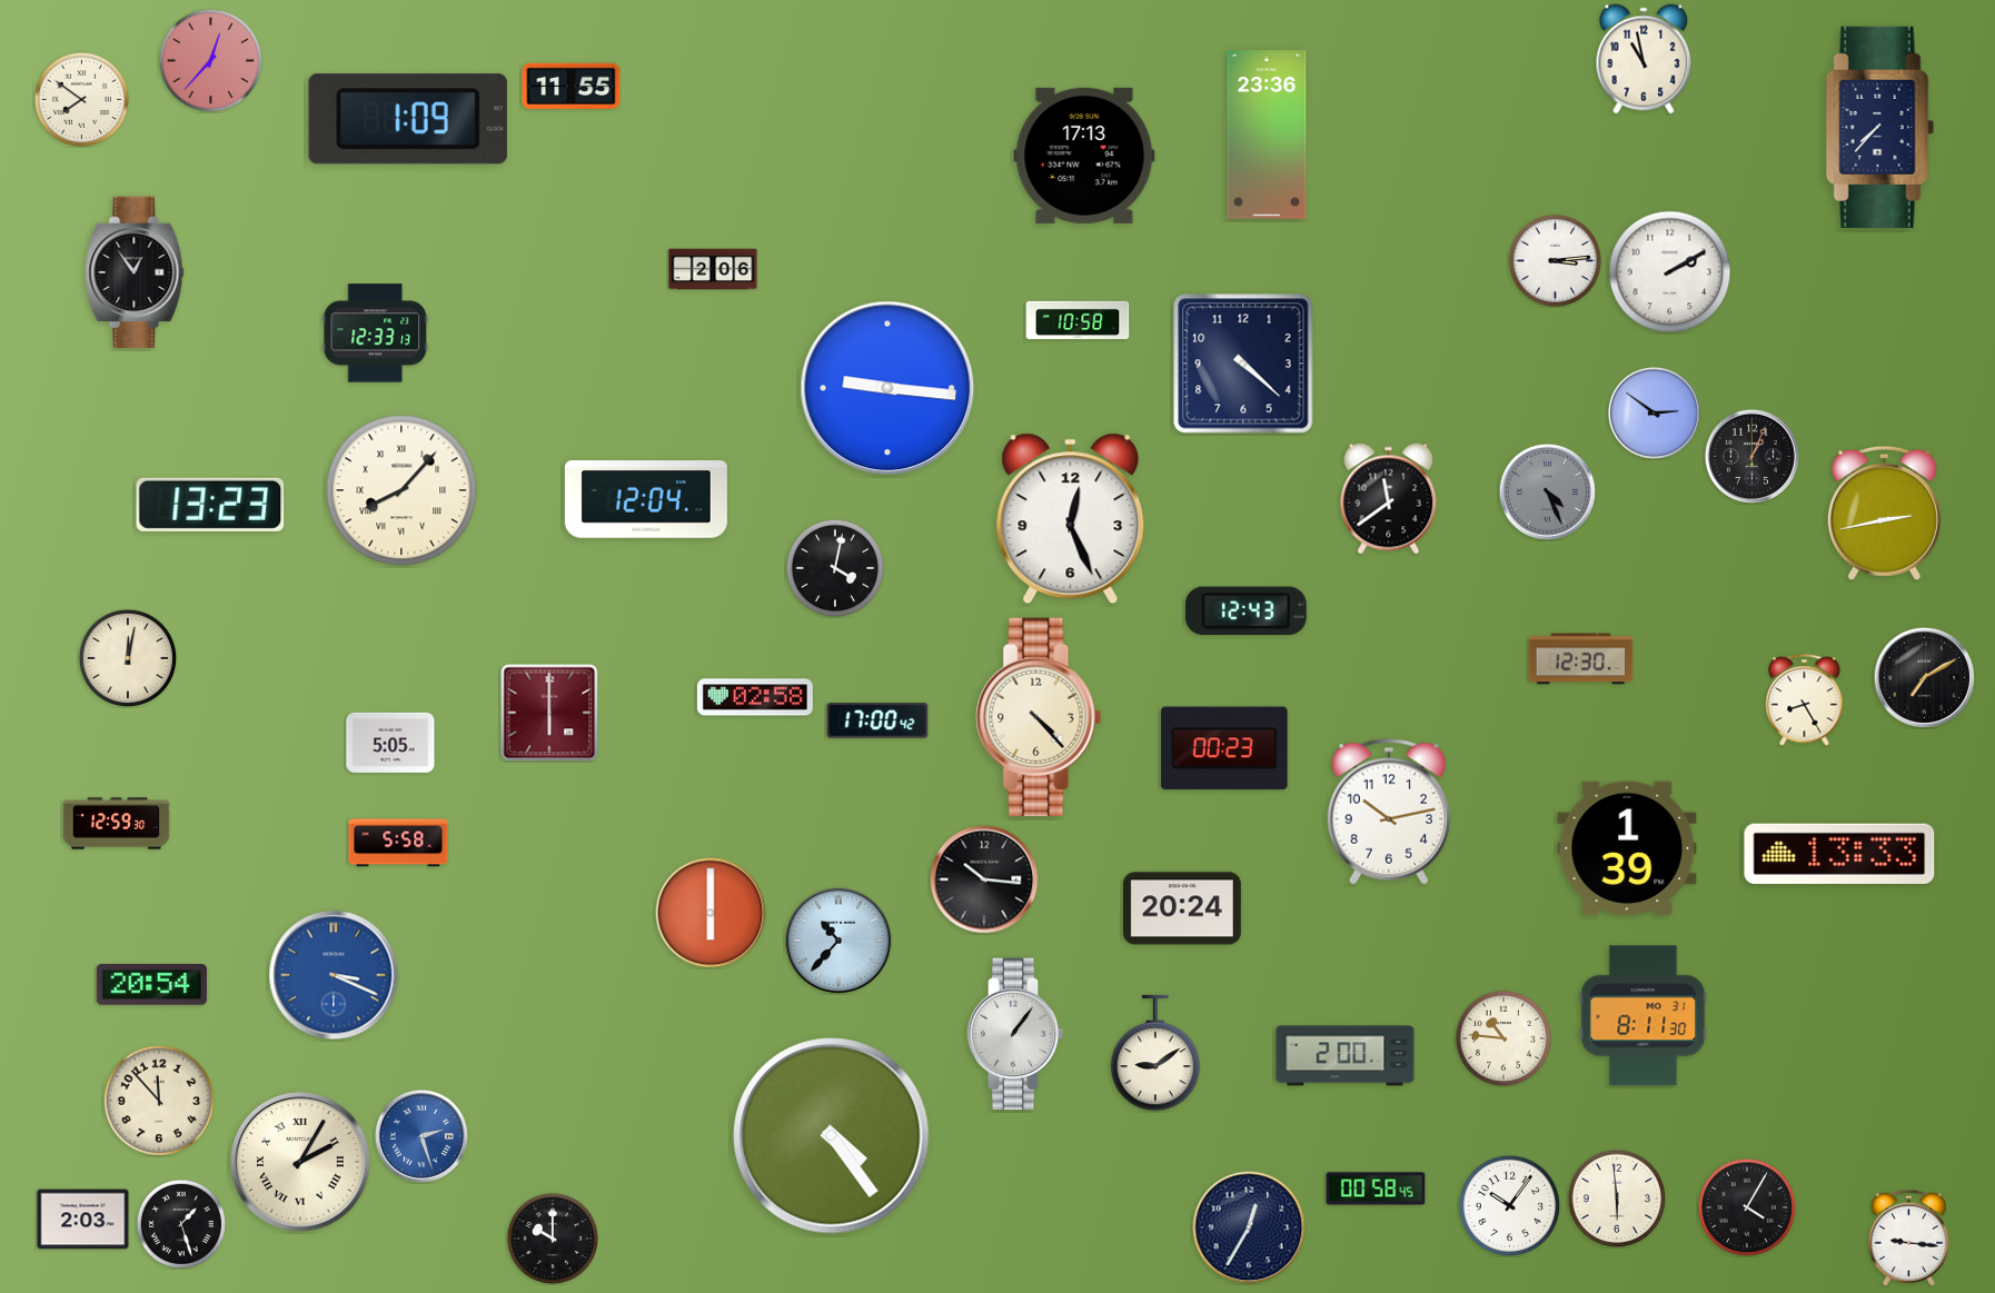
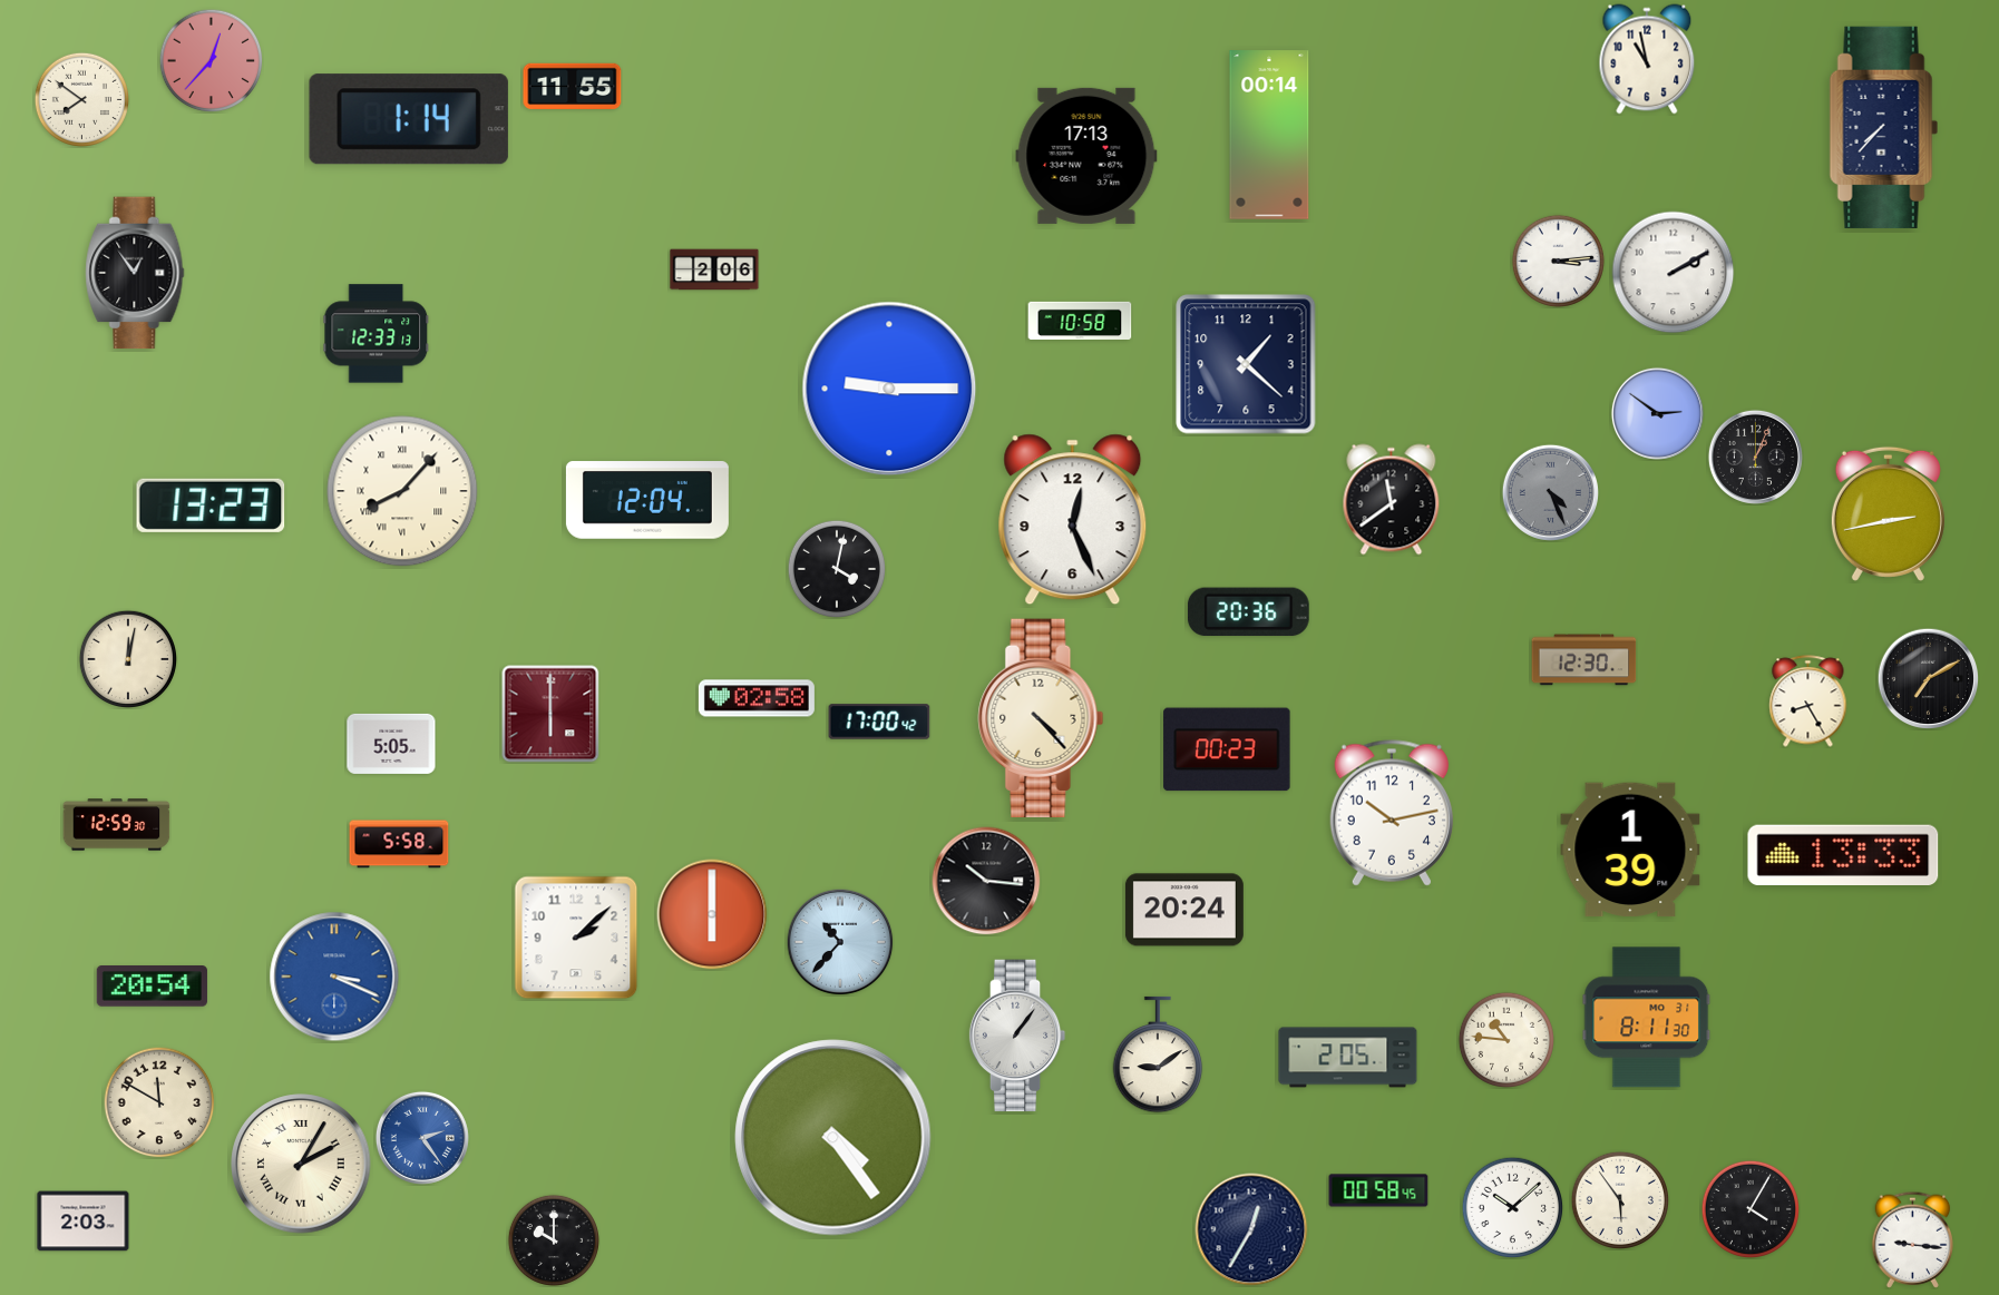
clock at (408, 119): 1:09 -> 1:14
clock at (1267, 135): 23:36 -> 00:14
clock at (1243, 364): 4:22 -> 1:22
clock at (887, 388): 9:16 -> 9:15
clock at (1245, 611): 12:43 -> 20:36
clock at (576, 938): none -> 2:08
clock at (1346, 1056): 2:00 -> 2:05
clock at (159, 1101): 11:53 -> 11:50
clock at (421, 1136): 2:27 -> 2:24
clock at (1616, 1197): 5:59 -> 5:54
clock at (1509, 1205): 10:06 -> 10:08
clock at (181, 1224): 1:27 -> none
